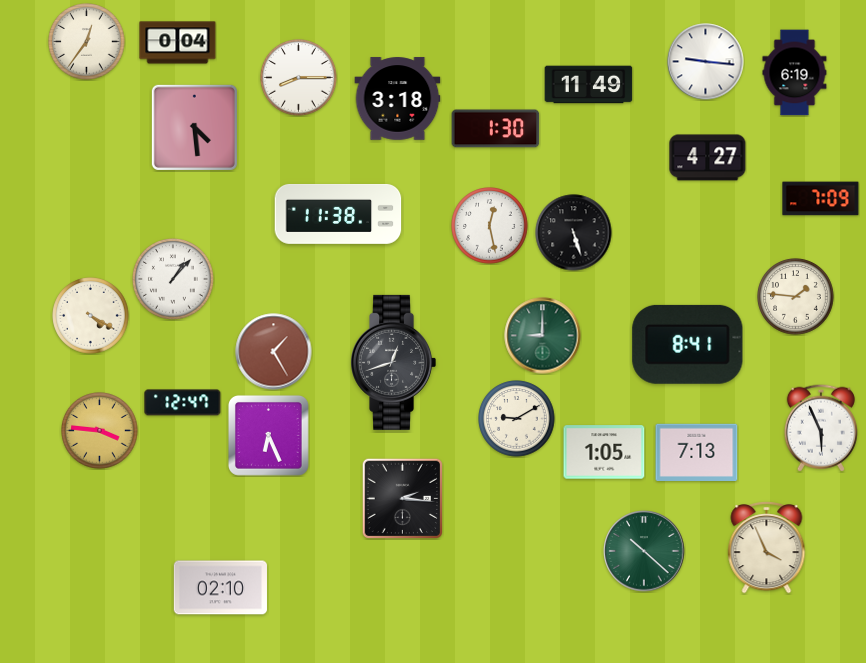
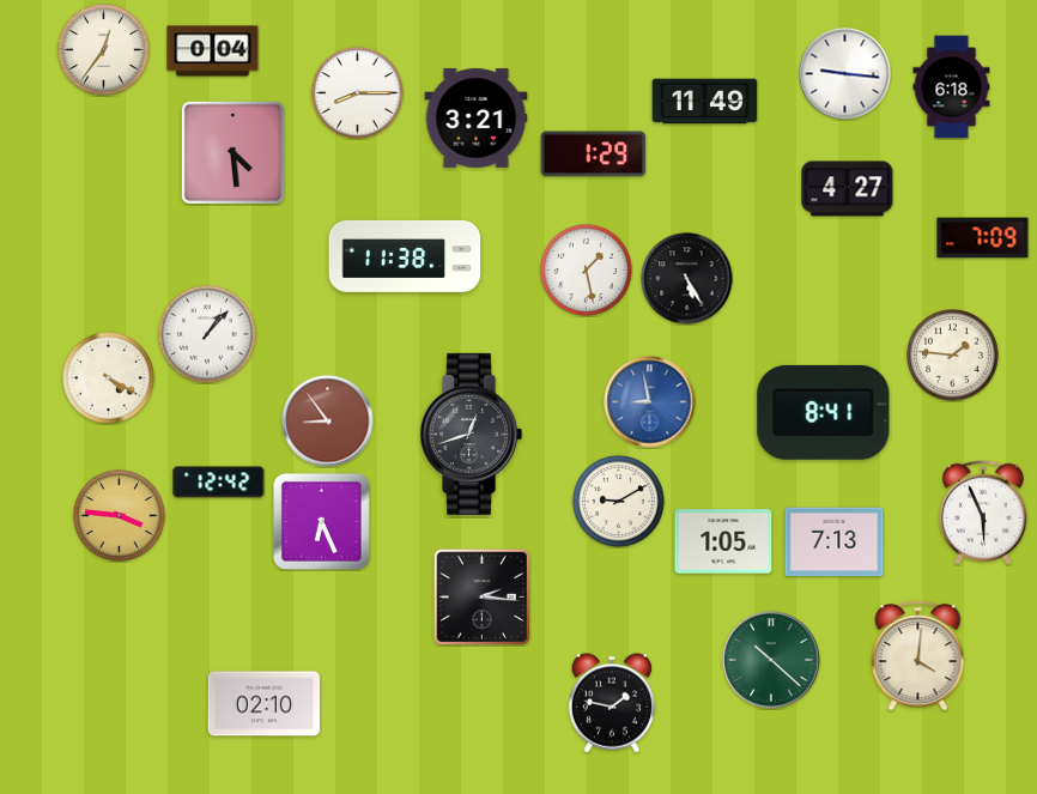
clock at (795, 73): 6:19 -> 6:18
clock at (398, 99): 3:18 -> 3:21
clock at (496, 129): 1:30 -> 1:29
clock at (490, 226): 12:28 -> 1:28
clock at (574, 233): 5:27 -> 5:25
clock at (543, 336): 9:00 -> 8:58
clock at (543, 336) dial: green -> blue
clock at (274, 352): 1:25 -> 8:54
clock at (183, 403): 12:47 -> 12:42
clock at (767, 548): 3:56 -> 4:01
clock at (611, 703): none -> 1:47
